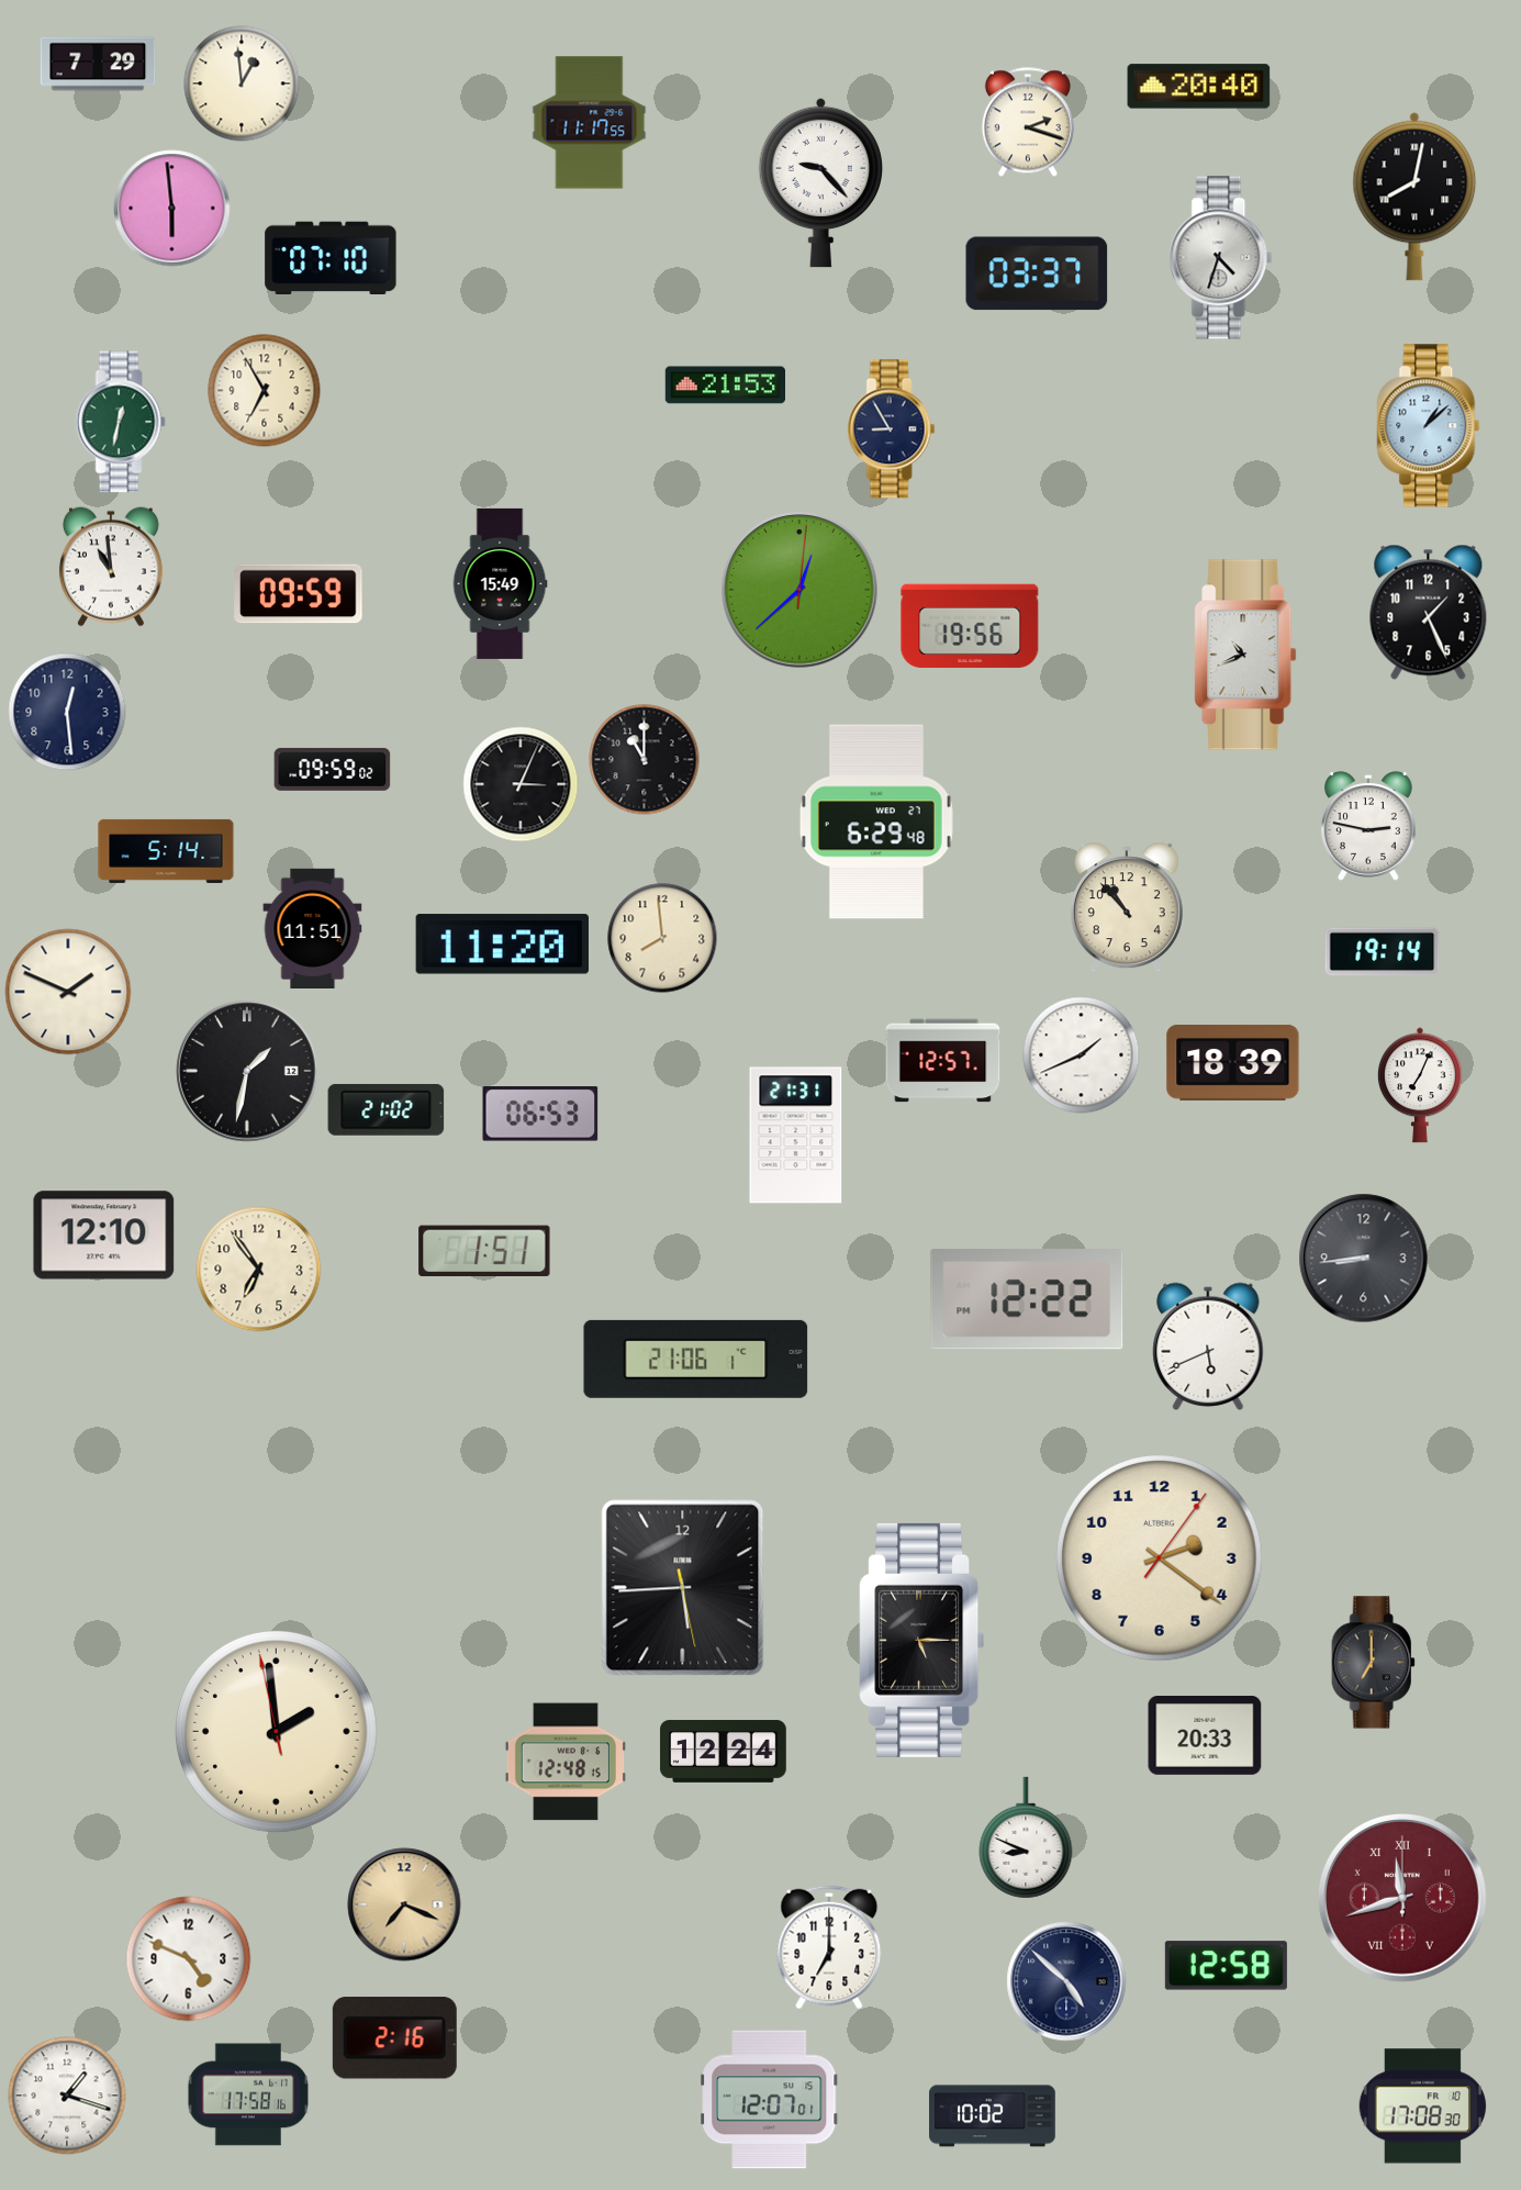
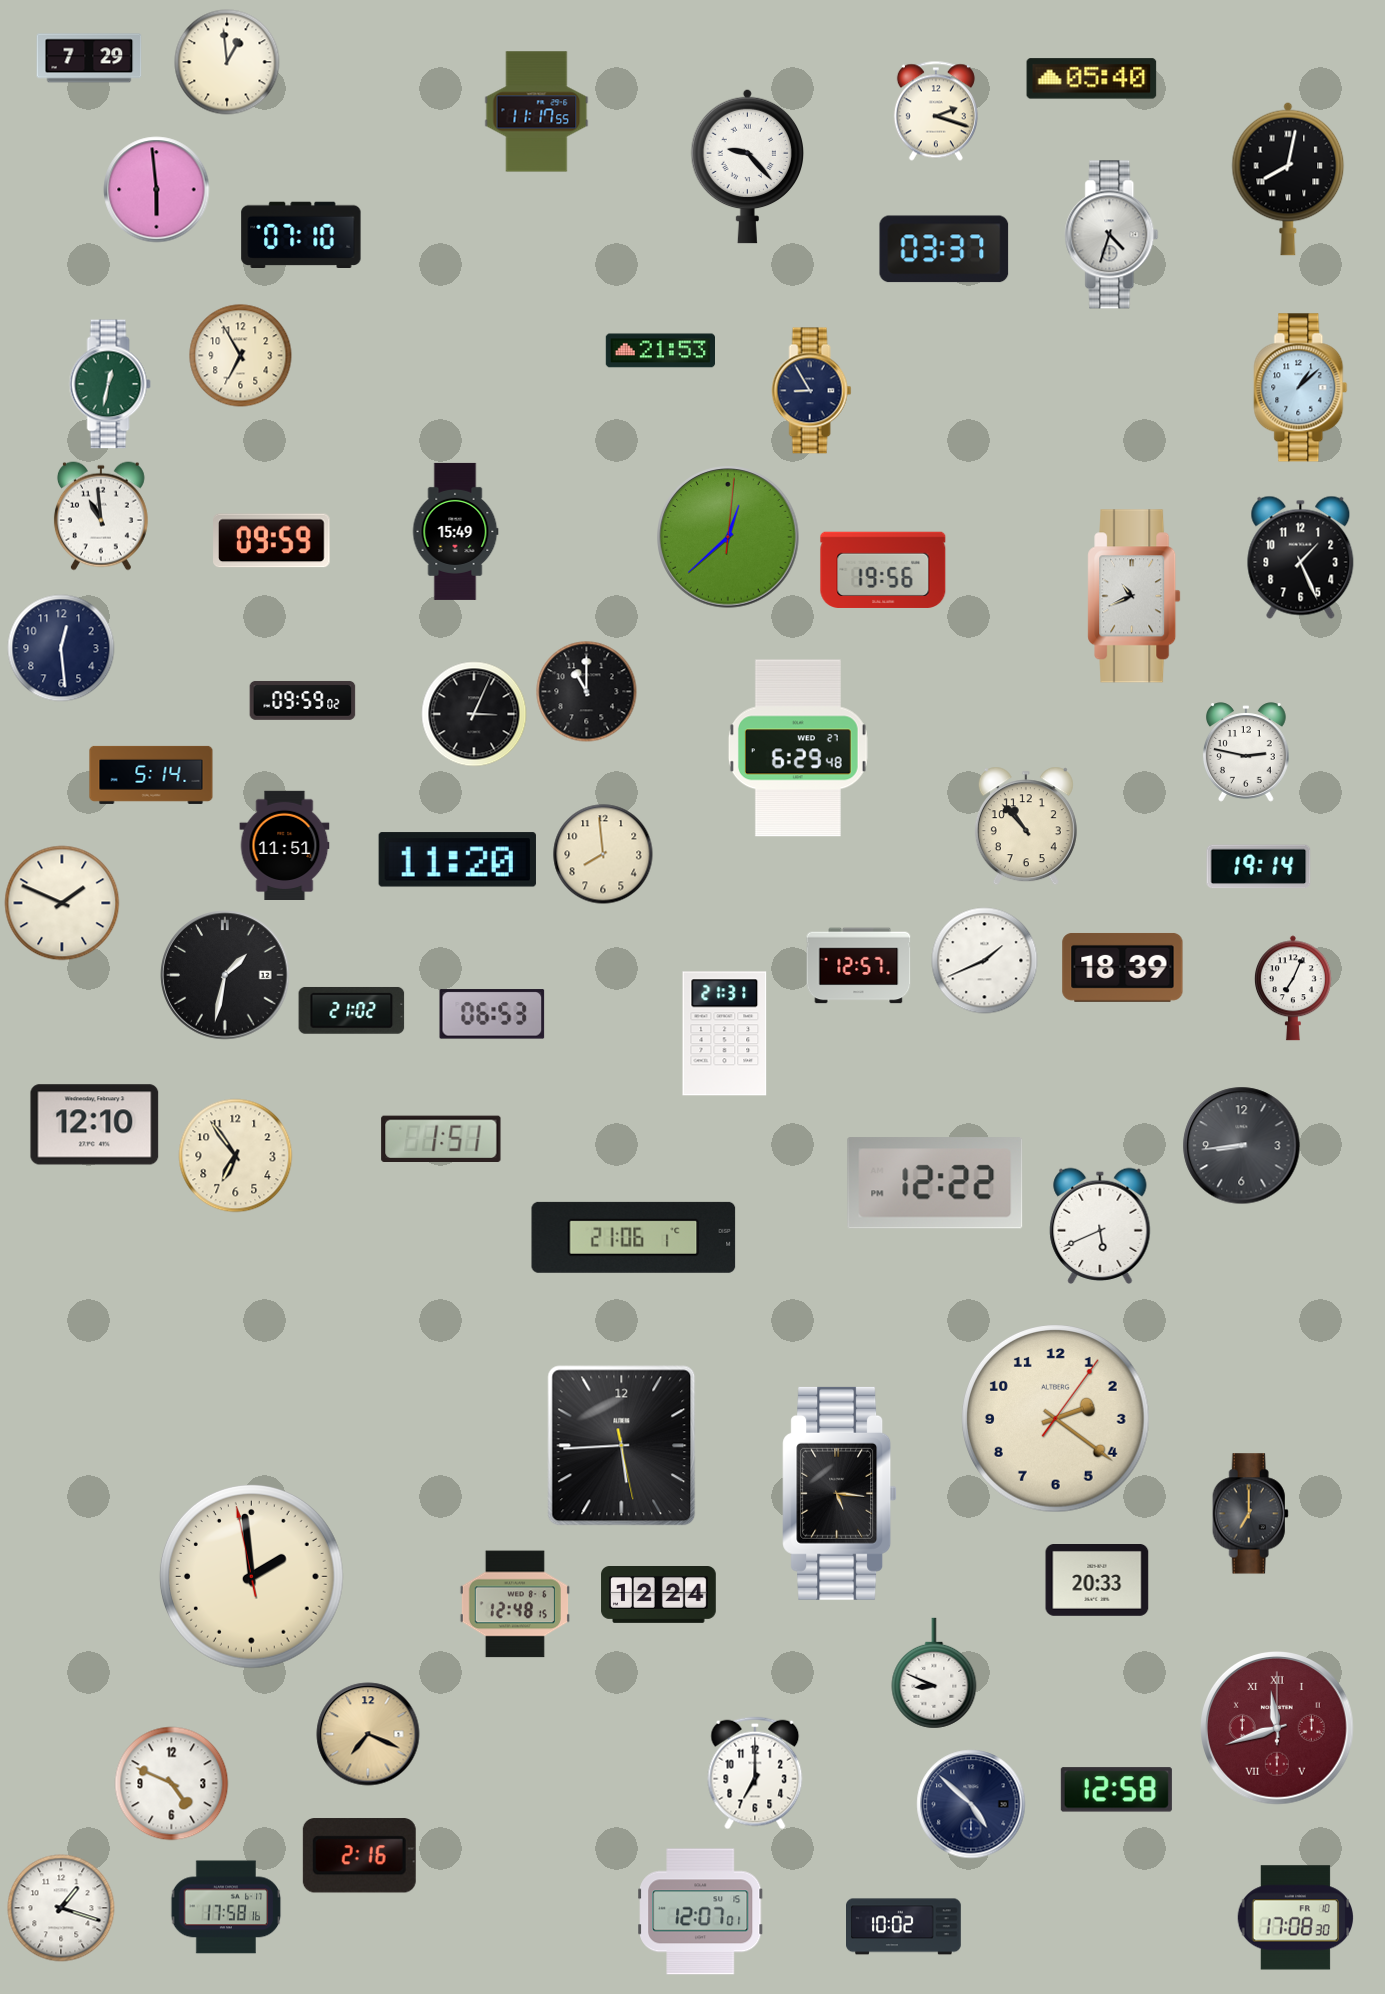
clock at (242, 83) position: (242, 83) -> (227, 62)
clock at (1199, 87): 20:40 -> 05:40
clock at (922, 1640): 5:15 -> 5:16
